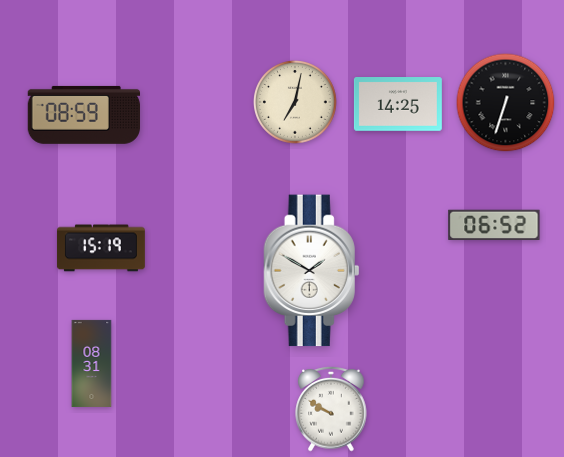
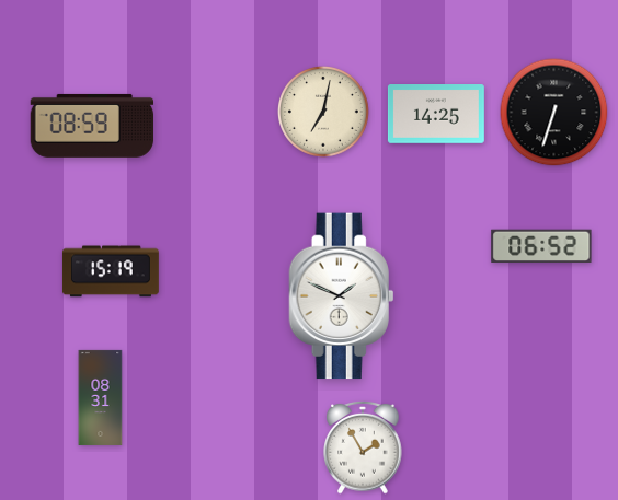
clock at (312, 271): 1:50 -> 1:49
clock at (331, 409): 9:50 -> 1:55
